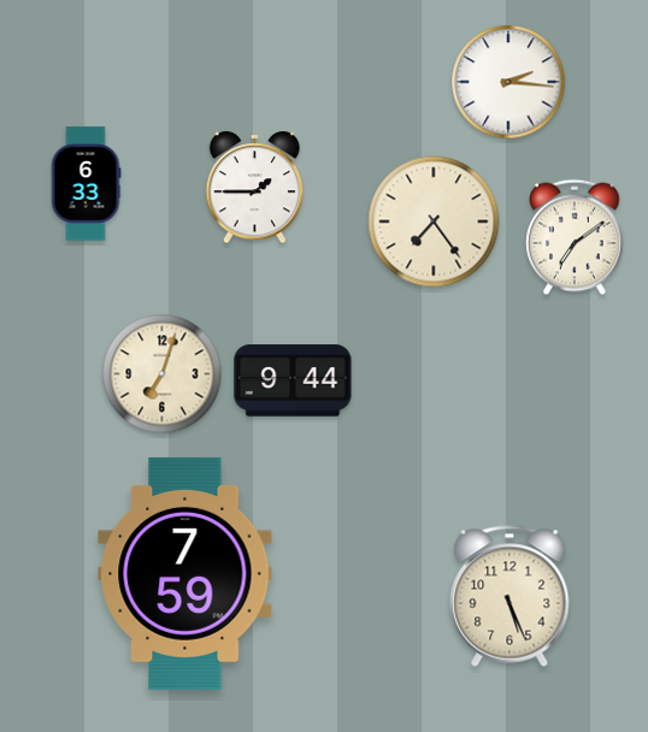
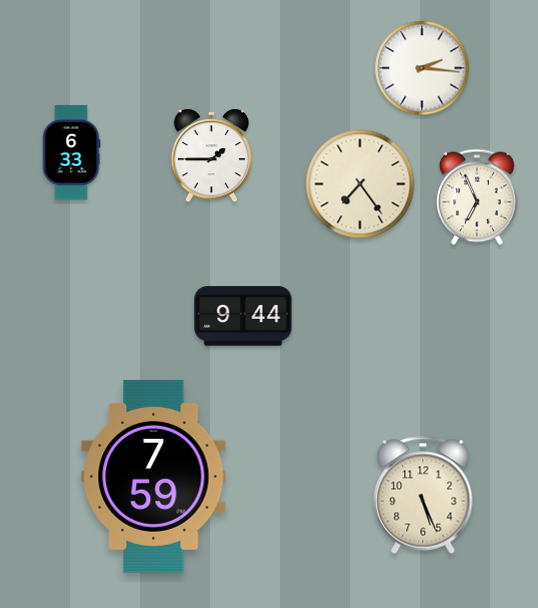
clock at (576, 237): 7:09 -> 6:56
clock at (163, 374): 7:03 -> none
